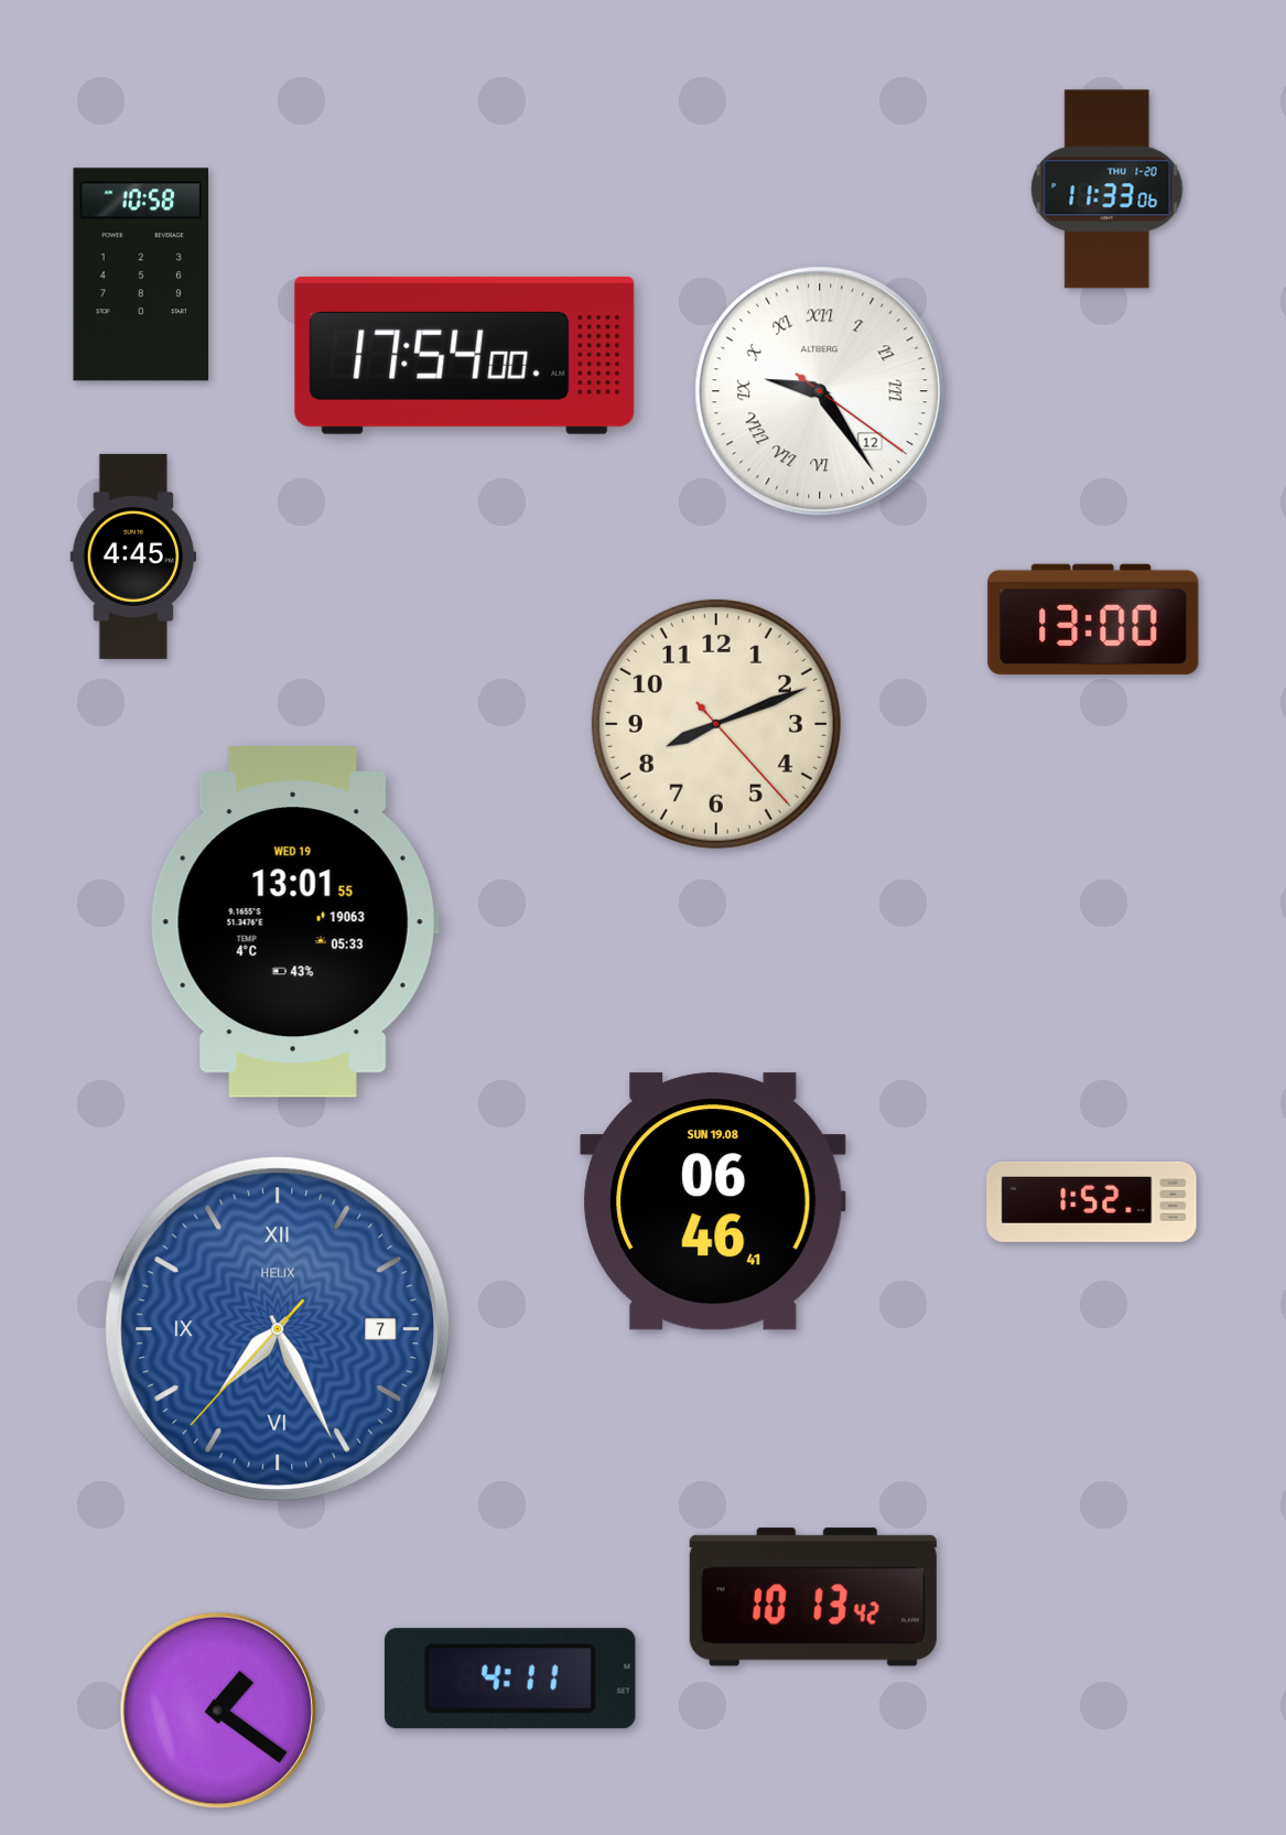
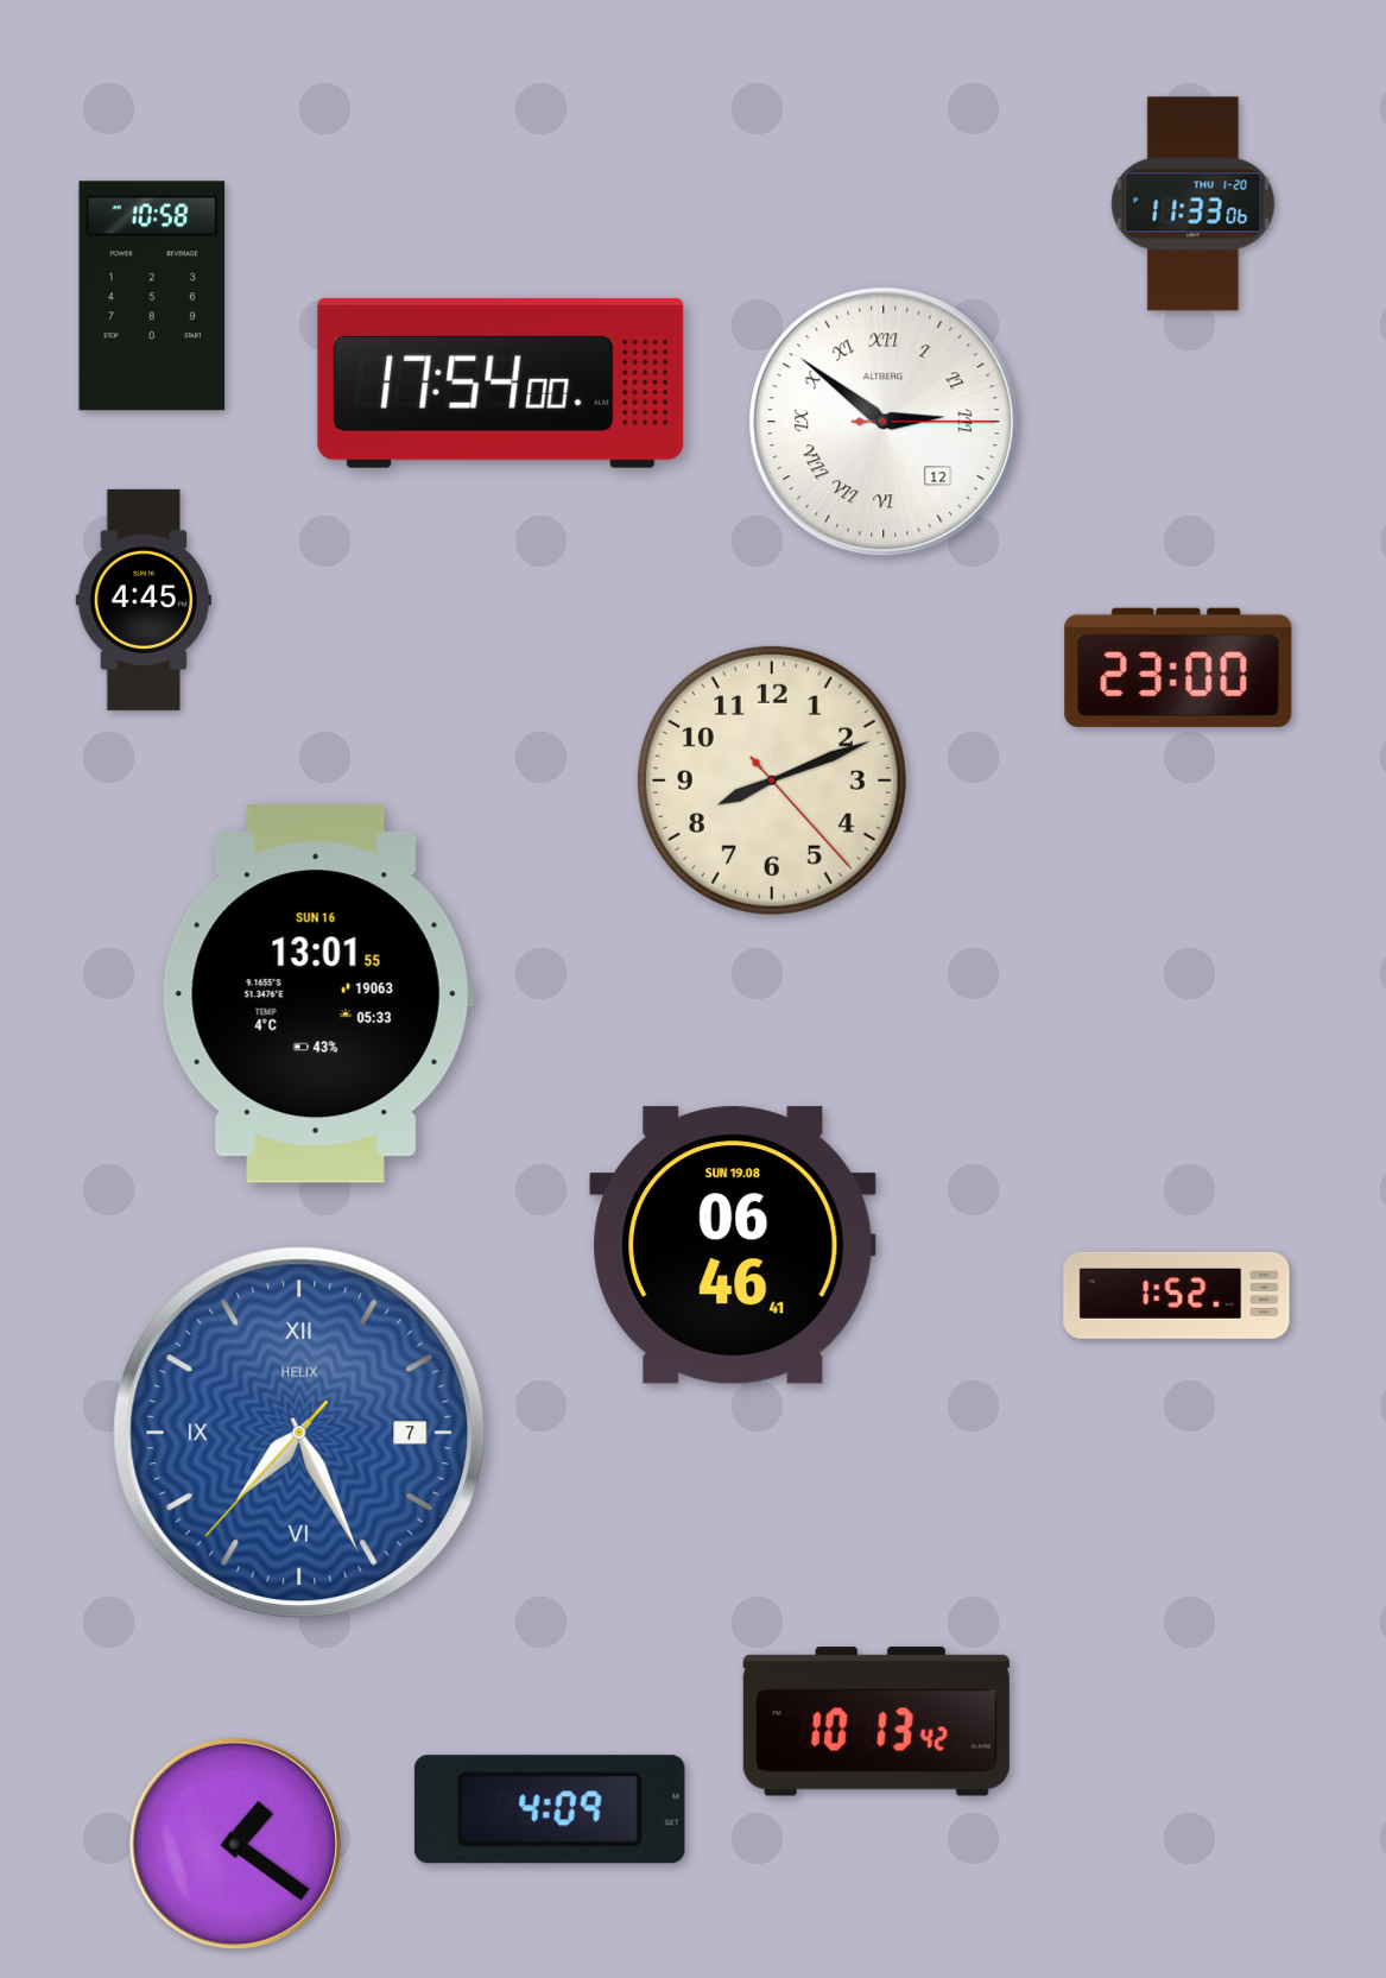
clock at (820, 391): 9:24 -> 2:51
clock at (1093, 619): 13:00 -> 23:00
clock at (294, 922) date: WED 19 -> SUN 16
clock at (713, 1201) position: (713, 1201) -> (733, 1245)
clock at (510, 1679): 4:11 -> 4:09
